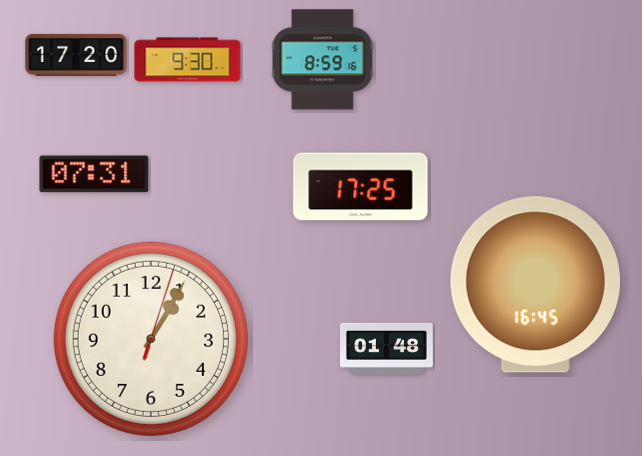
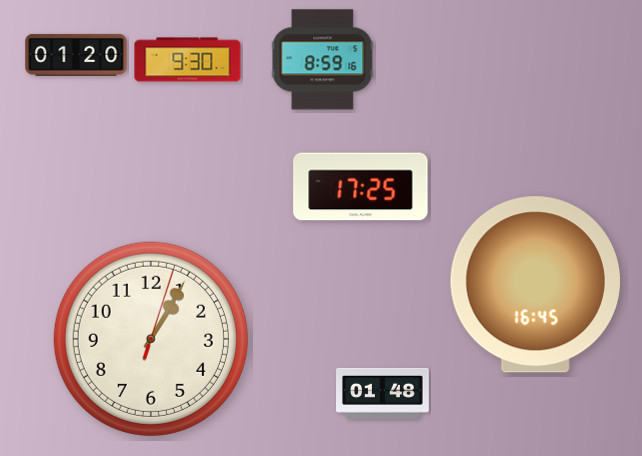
clock at (76, 55): 17:20 -> 01:20
clock at (94, 174): 07:31 -> none
clock at (387, 348) position: (387, 348) -> (383, 393)
